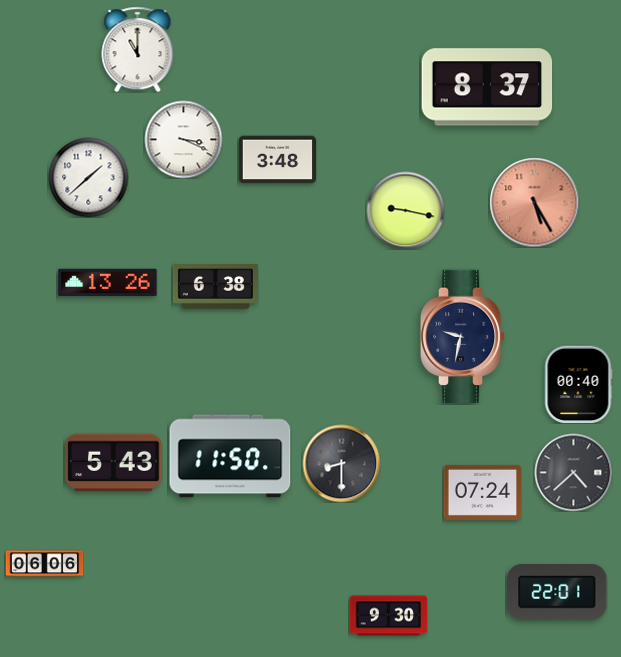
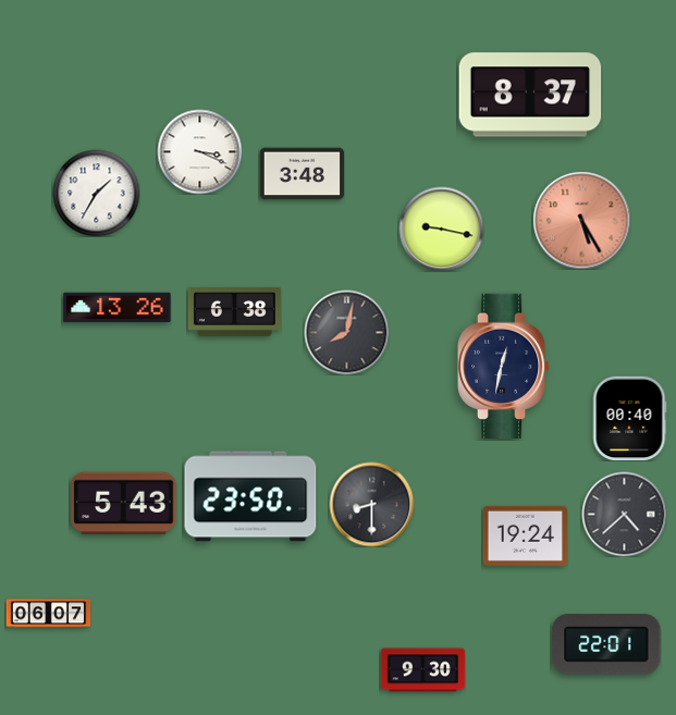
clock at (138, 49): 11:00 -> none
clock at (88, 177): 1:38 -> 1:35
clock at (346, 332): none -> 8:02
clock at (463, 337): 9:32 -> 12:32
clock at (230, 456): 11:50 -> 23:50
clock at (482, 492): 07:24 -> 19:24
clock at (44, 564): 06:06 -> 06:07
